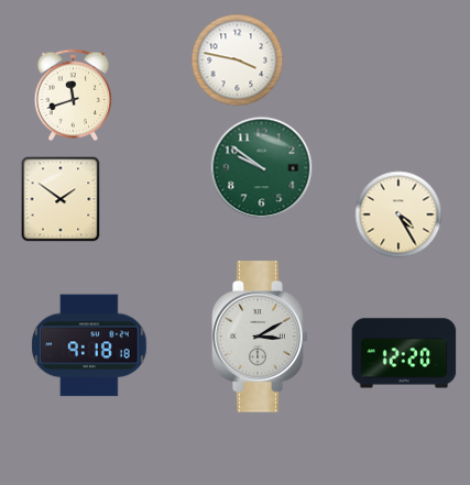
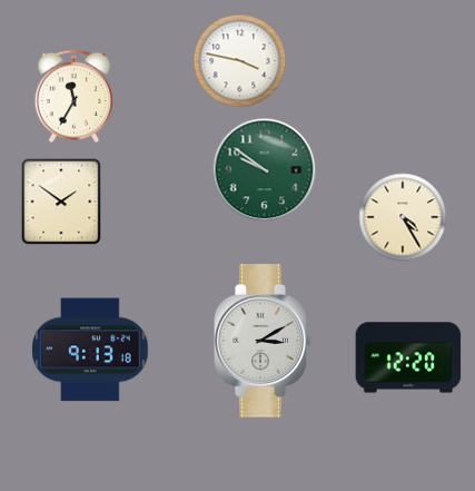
clock at (74, 95): 11:42 -> 11:35
clock at (89, 345): 9:18 -> 9:13
